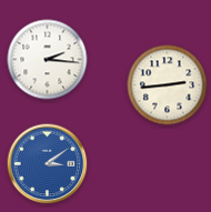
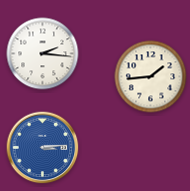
clock at (168, 85): 2:44 -> 1:44
clock at (48, 164): 3:09 -> 3:14
